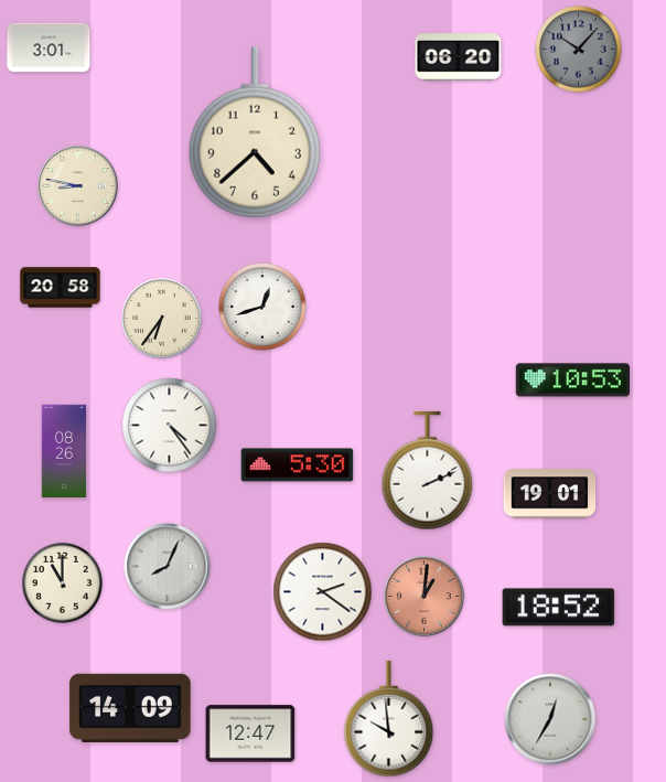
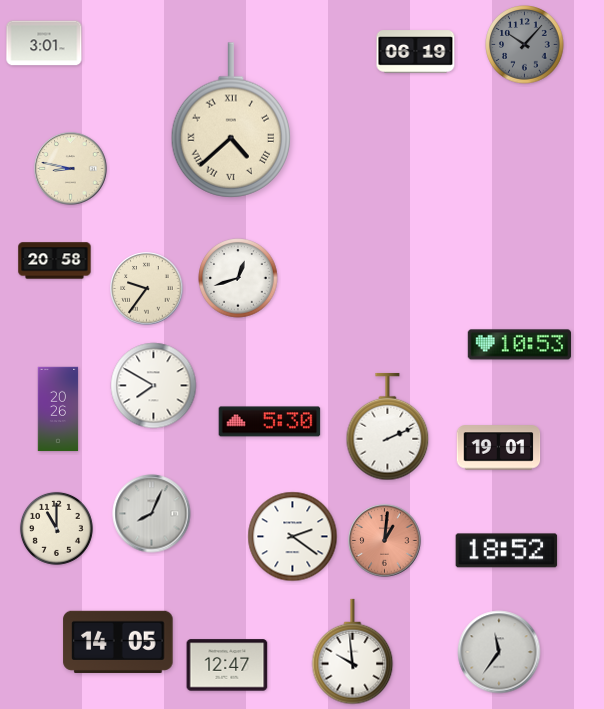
clock at (459, 57): 06:20 -> 06:19
clock at (255, 132) numerals: Arabic -> Roman
clock at (162, 319): 6:36 -> 9:36
clock at (170, 426): 4:24 -> 7:50
clock at (64, 451): 08:26 -> 20:26
clock at (130, 708): 14:09 -> 14:05
clock at (550, 719): 12:35 -> 11:36
